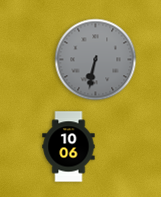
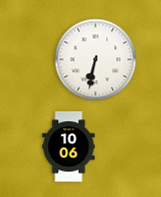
clock at (96, 60) dial: grey -> white
